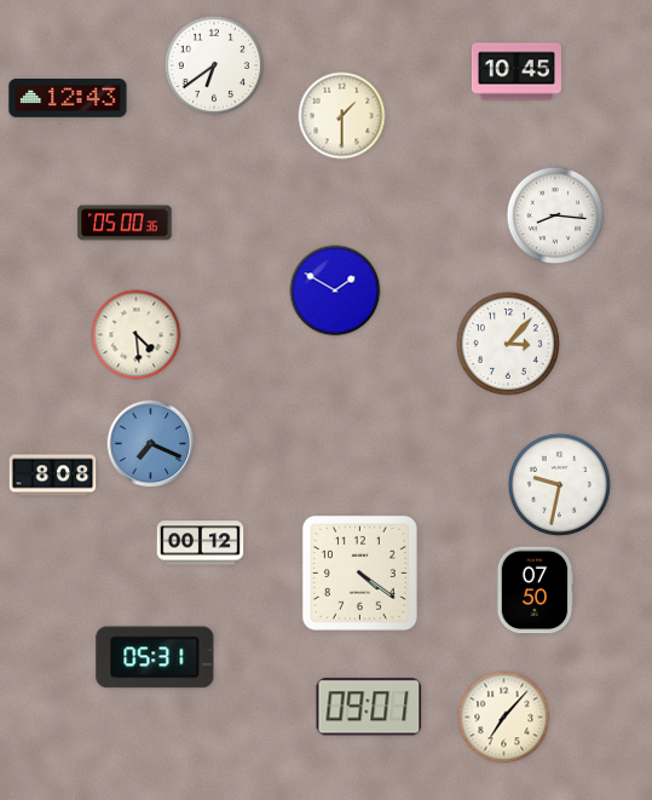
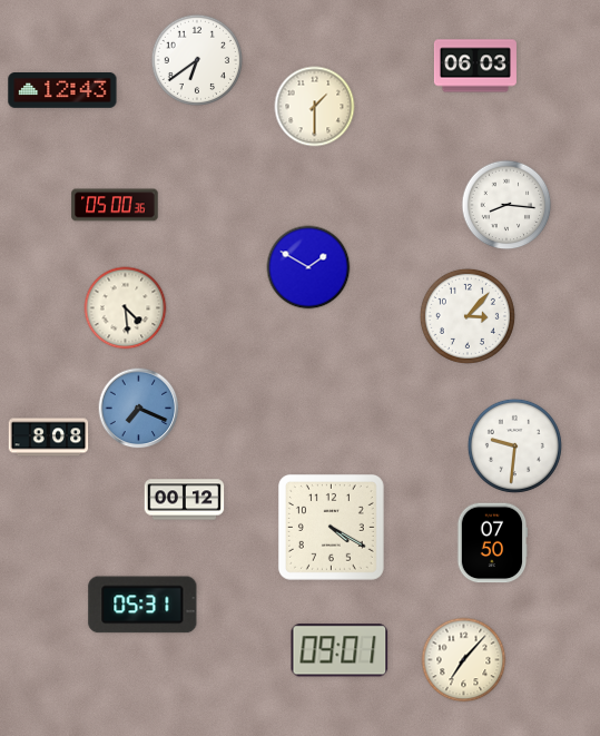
clock at (517, 71): 10:45 -> 06:03
clock at (555, 215) position: (555, 215) -> (506, 205)
clock at (559, 484): 9:32 -> 9:31
clock at (359, 572): 4:21 -> 4:20
